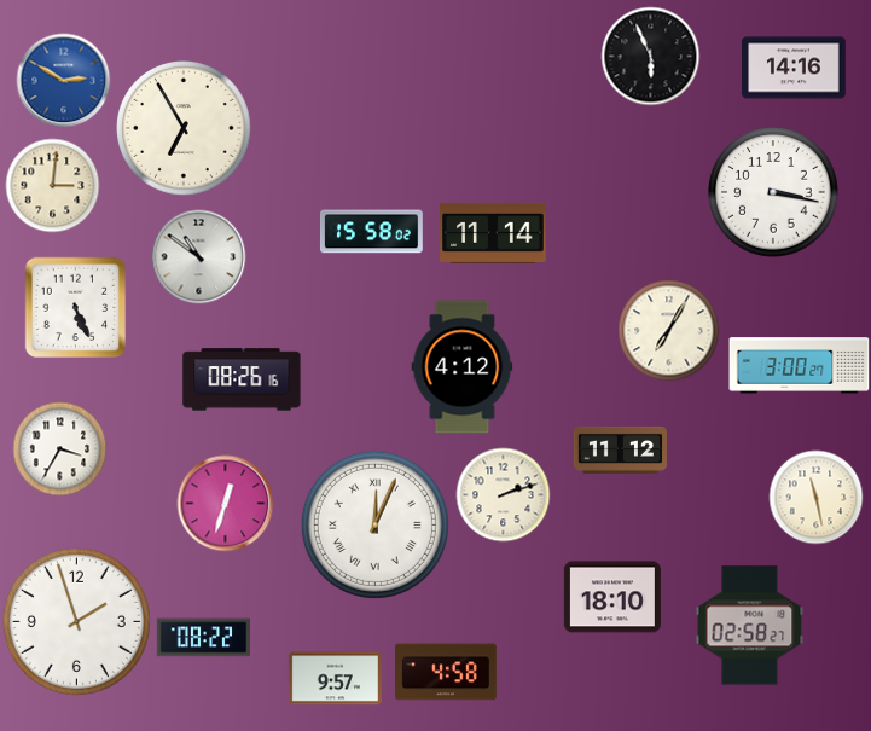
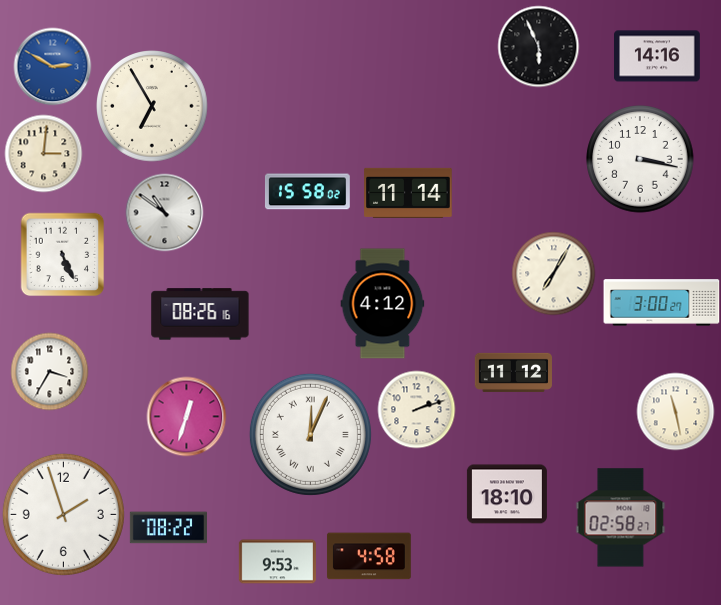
clock at (335, 679): 9:57 -> 9:53
